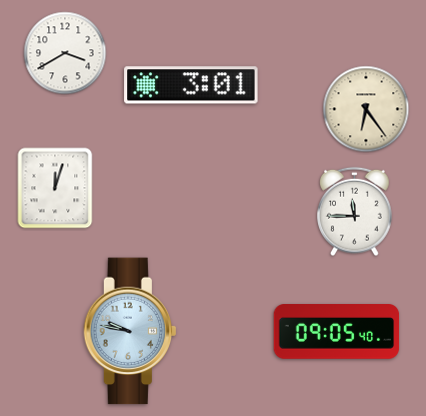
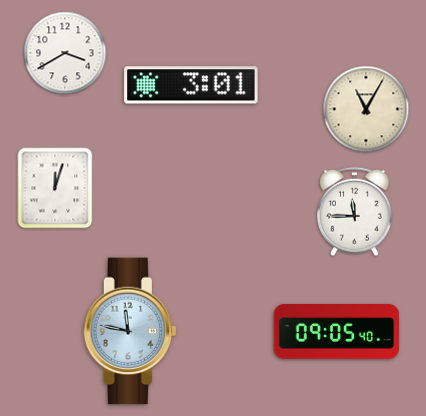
clock at (366, 109): 6:24 -> 11:05
clock at (130, 331): 9:47 -> 11:47
